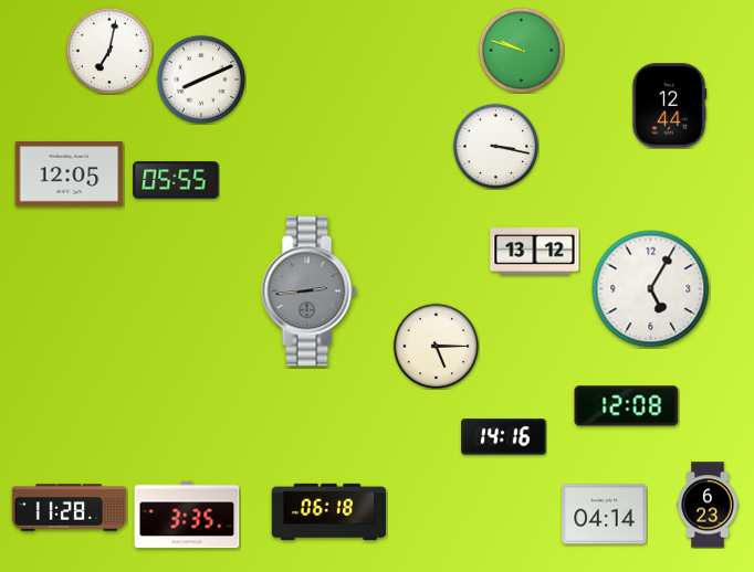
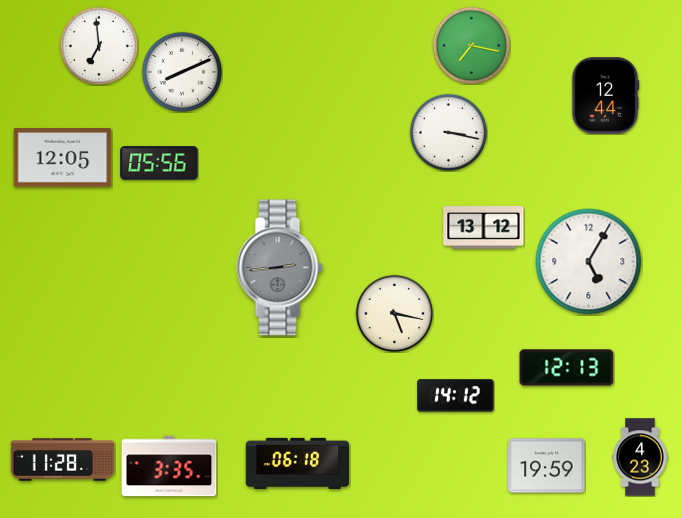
clock at (521, 50): 9:48 -> 7:17
clock at (109, 51): 7:02 -> 6:59
clock at (176, 180): 05:55 -> 05:56
clock at (310, 292) position: (310, 292) -> (280, 268)
clock at (436, 346): 5:15 -> 5:17
clock at (627, 406): 12:08 -> 12:13
clock at (504, 437): 14:16 -> 14:12
clock at (708, 505): 6:23 -> 4:23
clock at (605, 515): 04:14 -> 19:59
